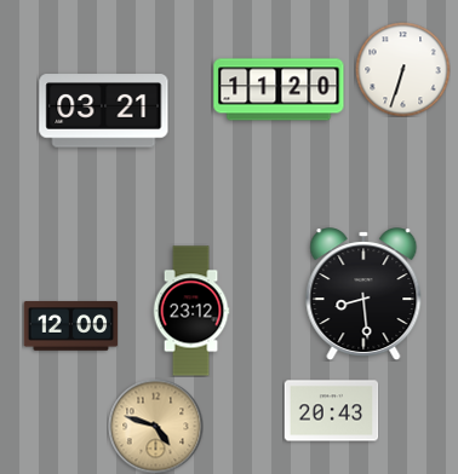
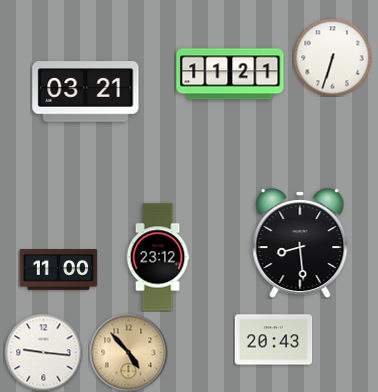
clock at (279, 89): 11:20 -> 11:21
clock at (70, 326): 12:00 -> 11:00
clock at (43, 352): none -> 9:16
clock at (155, 426): 4:48 -> 4:53
